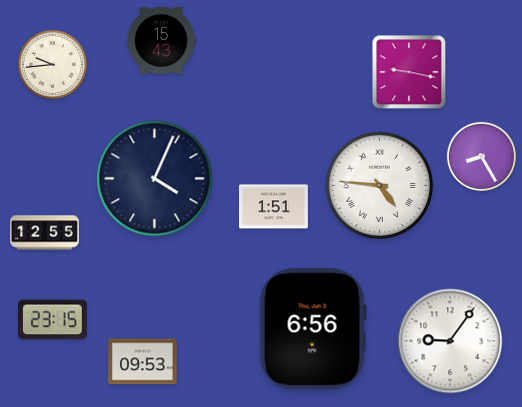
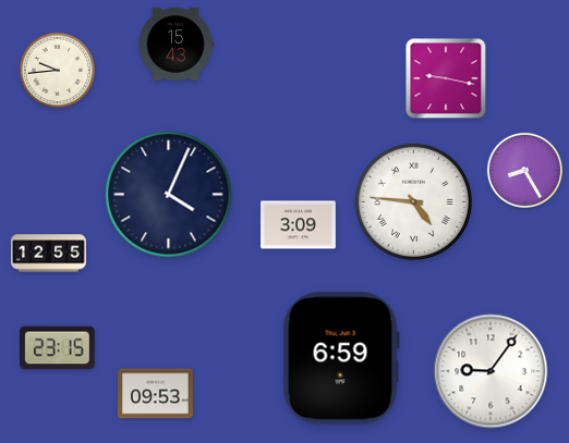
clock at (274, 207): 1:51 -> 3:09
clock at (313, 329): 6:56 -> 6:59
